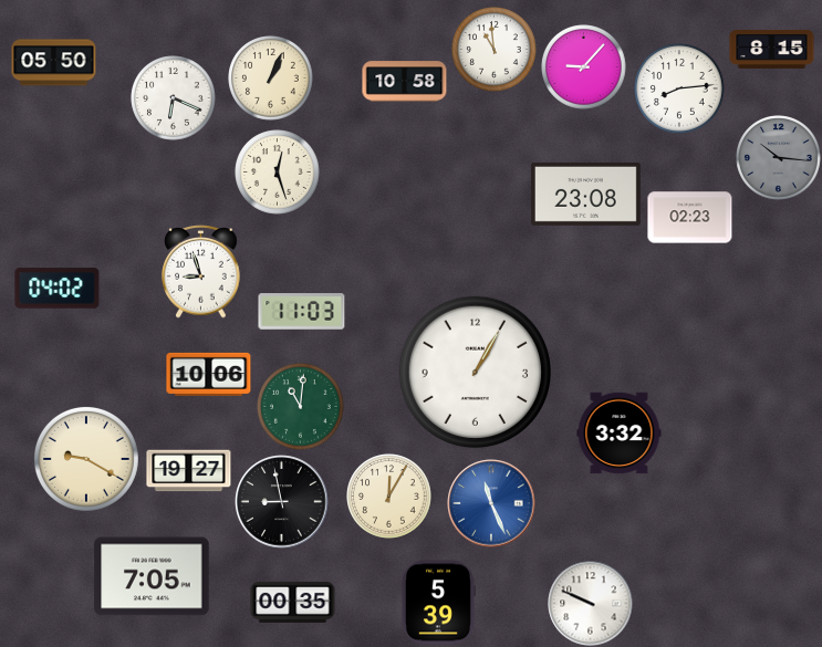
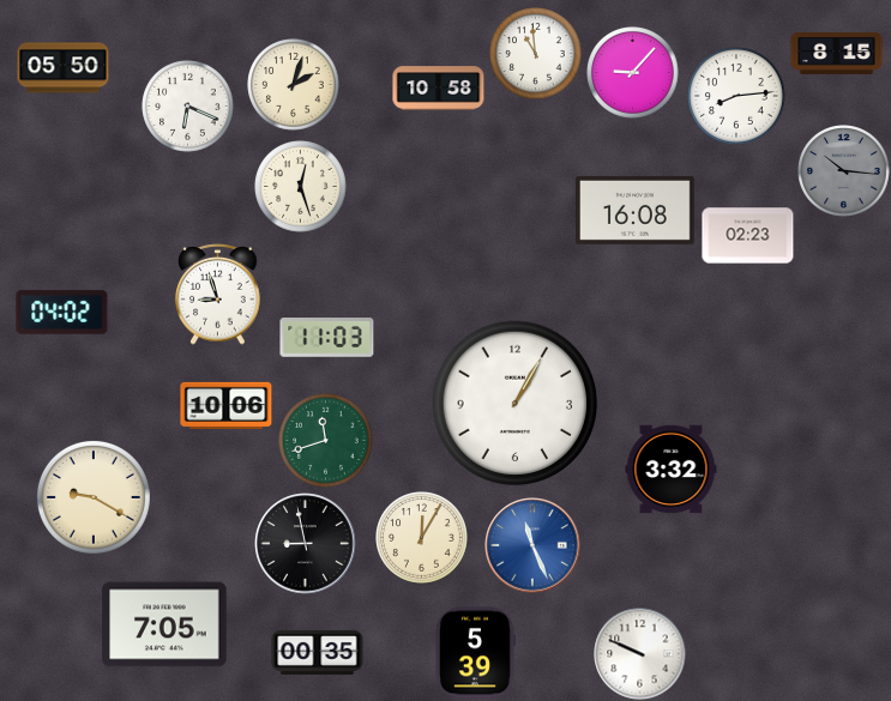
clock at (54, 63) position: (54, 63) -> (64, 68)
clock at (271, 79): 1:04 -> 2:03
clock at (585, 194): 23:08 -> 16:08
clock at (301, 407): 11:01 -> 11:42
clock at (189, 471): 19:27 -> none
